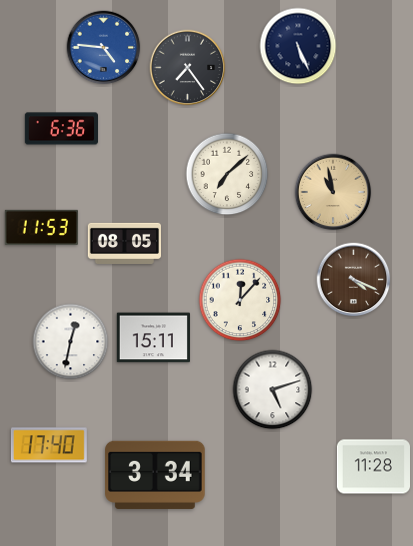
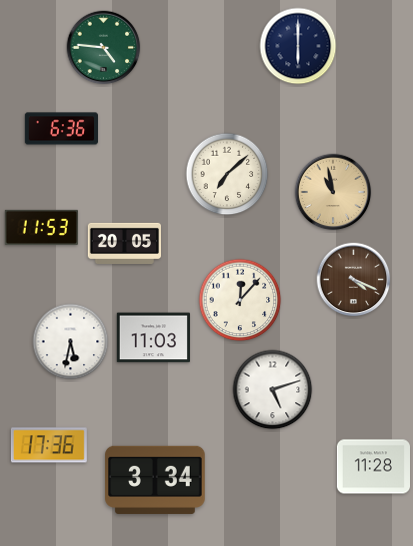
clock at (298, 46): 5:26 -> 6:00
clock at (104, 48) dial: blue -> green
clock at (188, 68): 7:24 -> none
clock at (124, 243): 08:05 -> 20:05
clock at (153, 338): 15:11 -> 11:03
clock at (71, 342): 12:32 -> 5:32
clock at (49, 445): 17:40 -> 17:36
clock at (155, 475) position: (155, 475) -> (155, 480)
